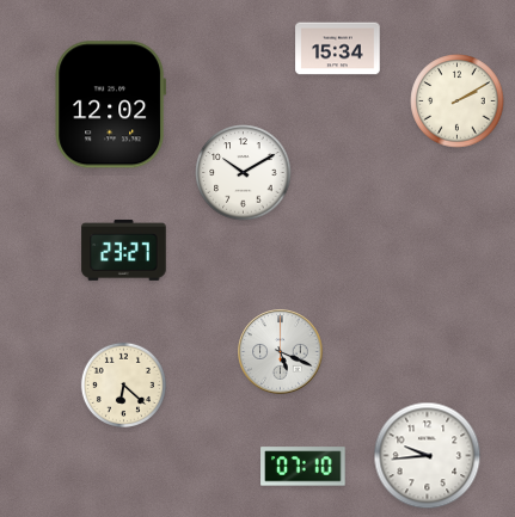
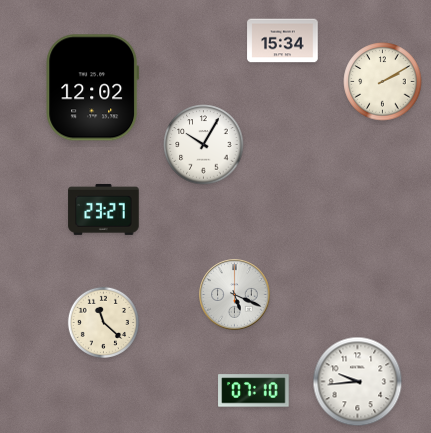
clock at (458, 101) position: (458, 101) -> (383, 82)
clock at (244, 173): 10:10 -> 10:05
clock at (123, 384): 6:22 -> 11:22
